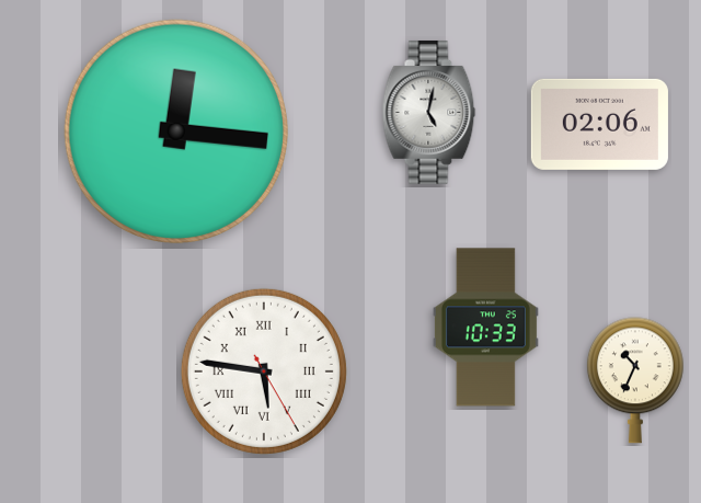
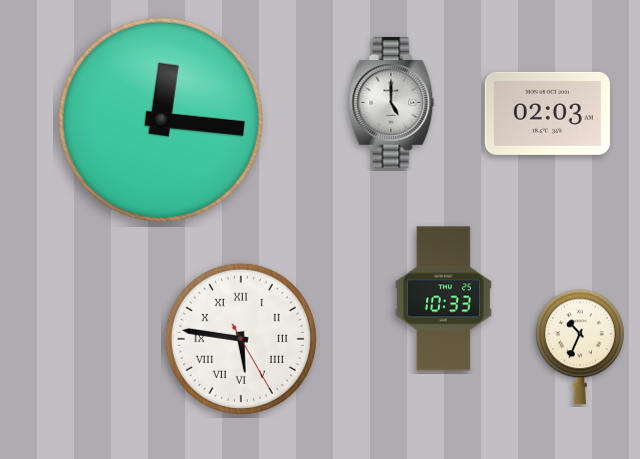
clock at (429, 112): 5:02 -> 5:00
clock at (599, 124): 02:06 -> 02:03
